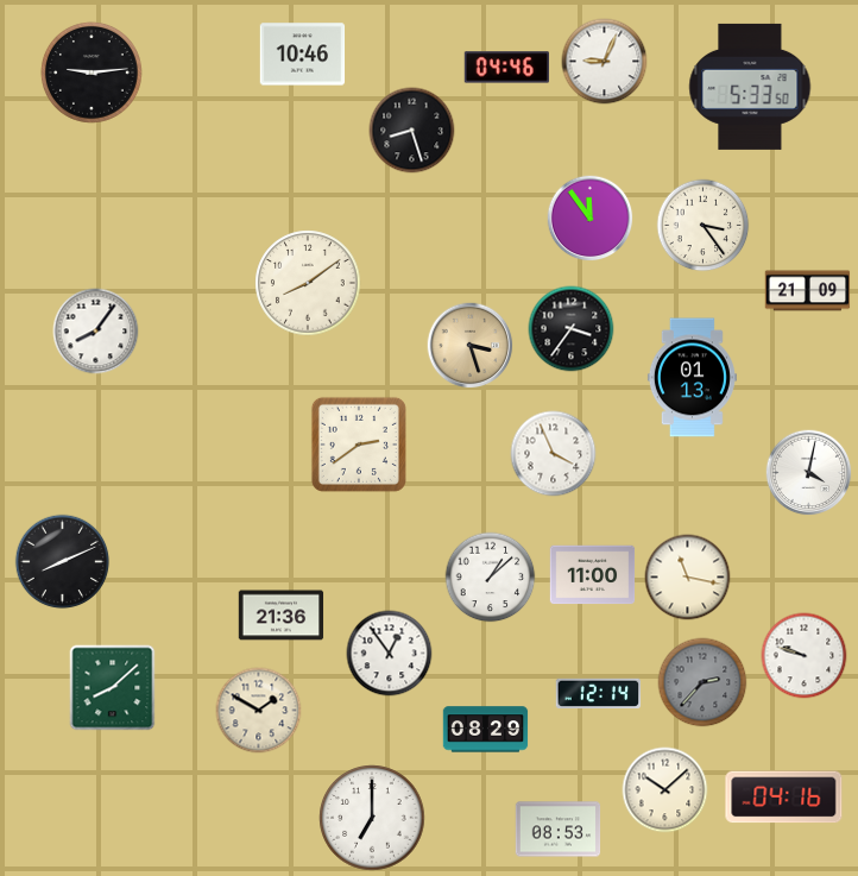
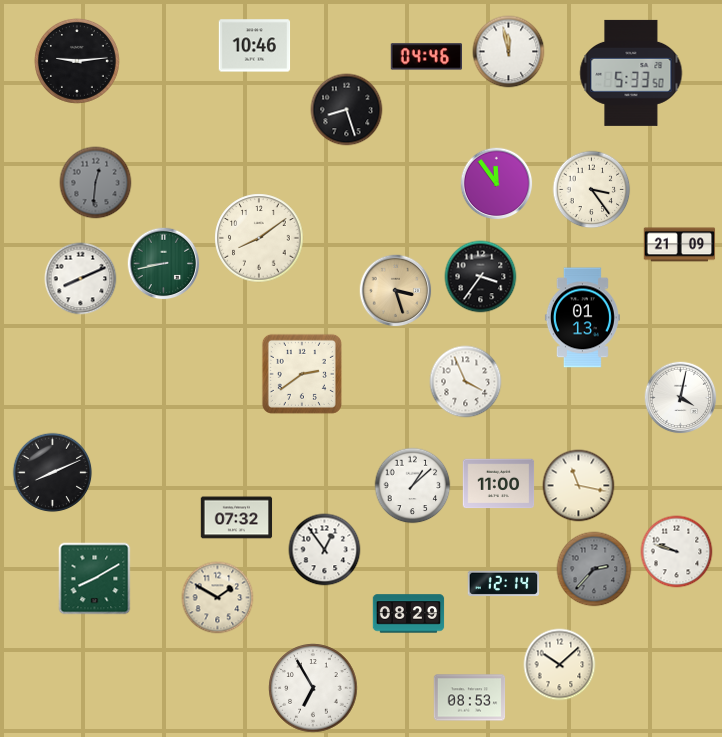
clock at (605, 62): 9:04 -> 11:58
clock at (96, 183): none -> 12:31
clock at (164, 264): none -> 8:43
clock at (96, 332): 8:06 -> 8:11
clock at (282, 616): 21:36 -> 07:32
clock at (390, 654) position: (390, 654) -> (325, 550)
clock at (702, 682) position: (702, 682) -> (594, 569)
clock at (113, 688): 8:08 -> 8:10
clock at (784, 798): 04:16 -> none
clock at (372, 818): 7:00 -> 6:55
